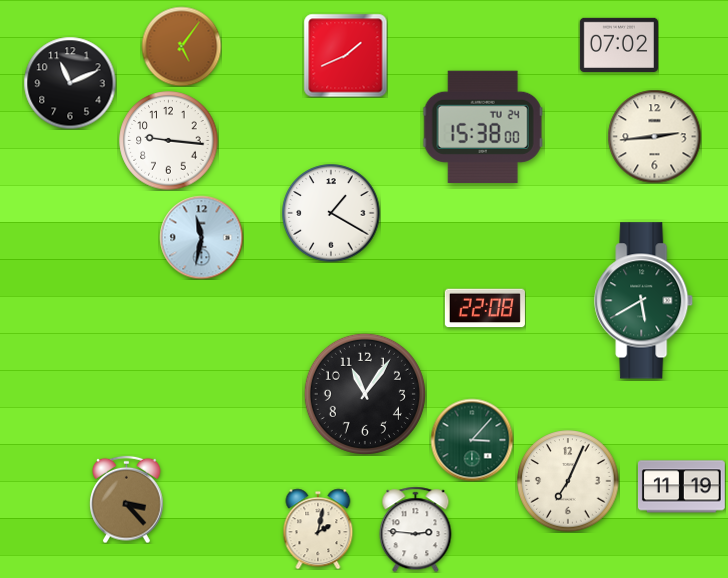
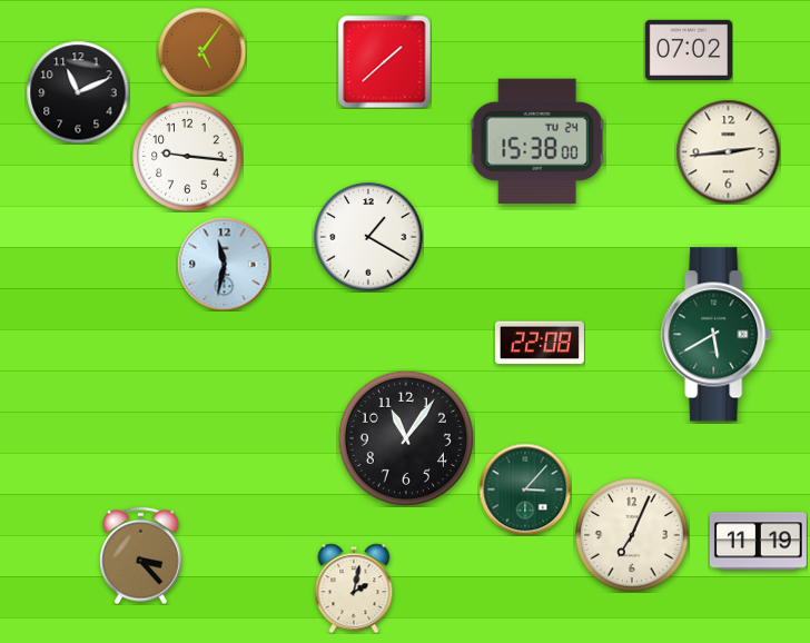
clock at (345, 55): 1:41 -> 1:38
clock at (416, 529): 2:46 -> none
